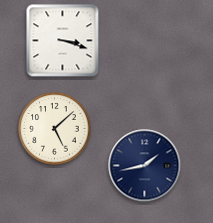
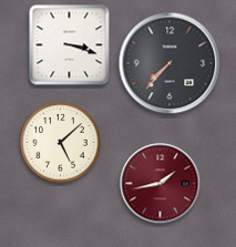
clock at (170, 63): none -> 7:37
clock at (145, 166) dial: navy -> burgundy
